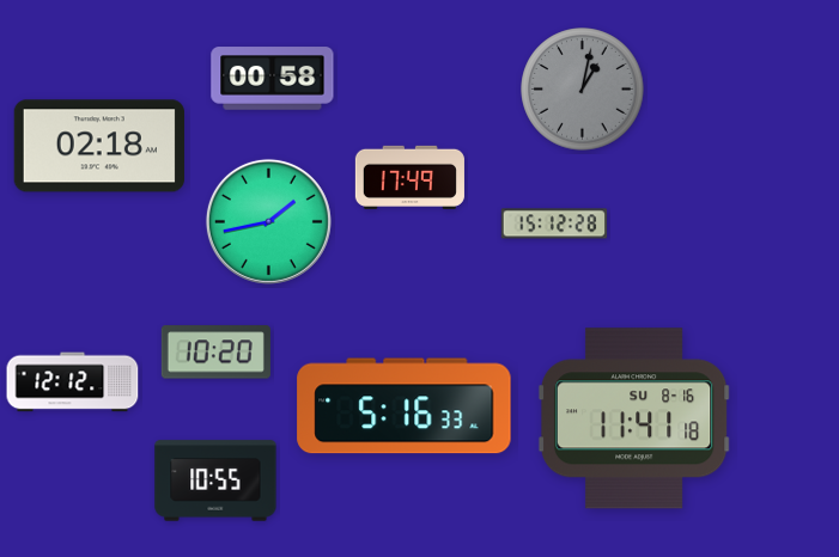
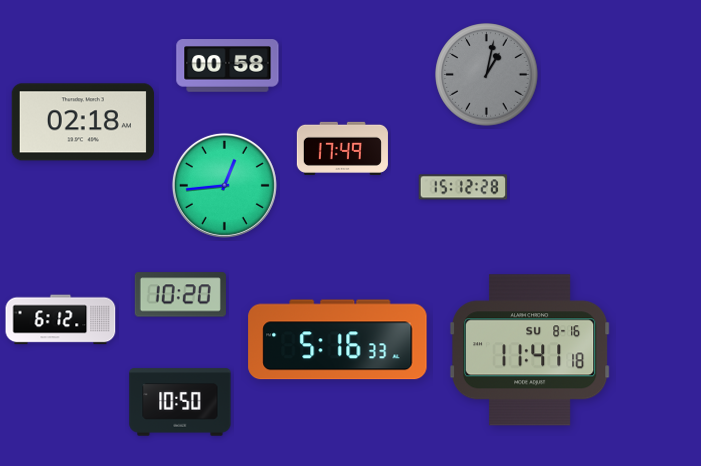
clock at (268, 221): 1:43 -> 12:44
clock at (73, 382): 12:12 -> 6:12
clock at (215, 481): 10:55 -> 10:50
